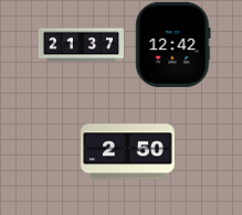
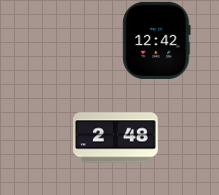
clock at (81, 45): 21:37 -> none
clock at (128, 152): 2:50 -> 2:48
